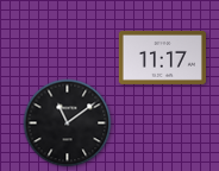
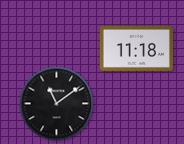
clock at (162, 57): 11:17 -> 11:18
